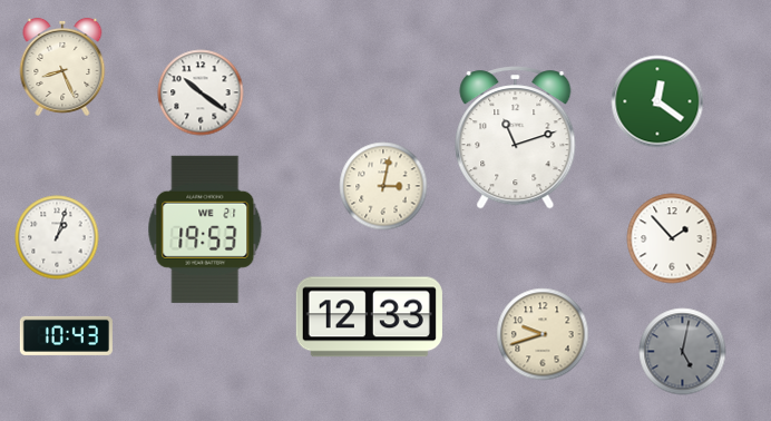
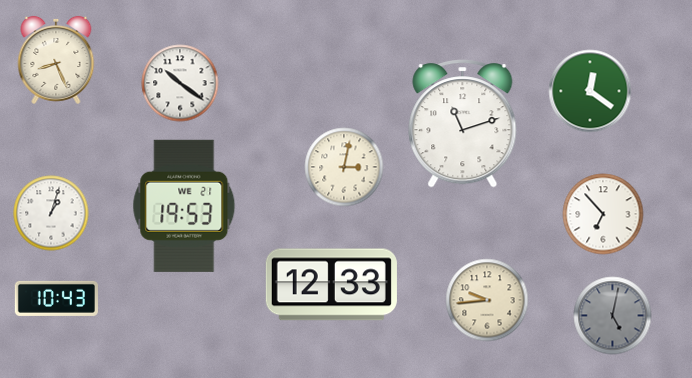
clock at (672, 238): 1:53 -> 6:53
clock at (543, 334): 9:42 -> 9:44
clock at (66, 335) position: (66, 335) -> (56, 298)
